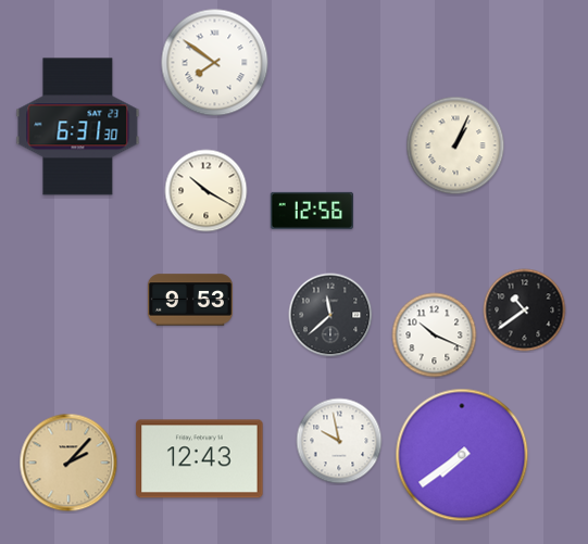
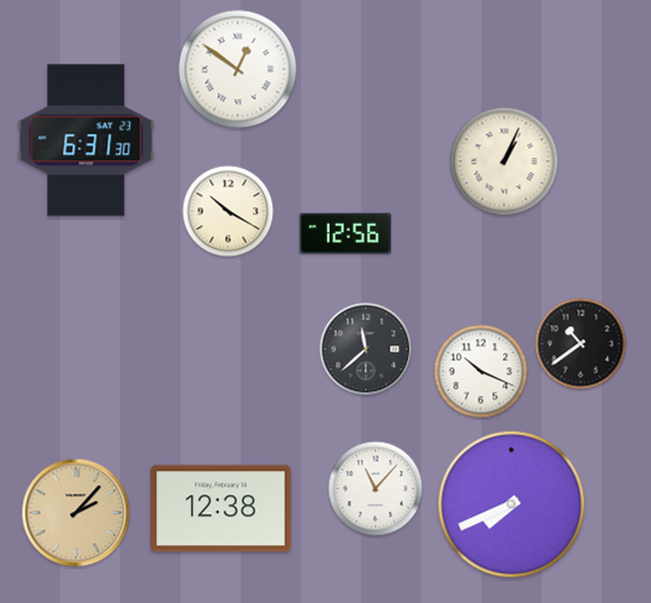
clock at (215, 63): 7:51 -> 12:51
clock at (190, 300): 9:53 -> none
clock at (339, 441): 9:58 -> 11:07
clock at (462, 455): 7:39 -> 7:41
clock at (200, 459): 12:43 -> 12:38
